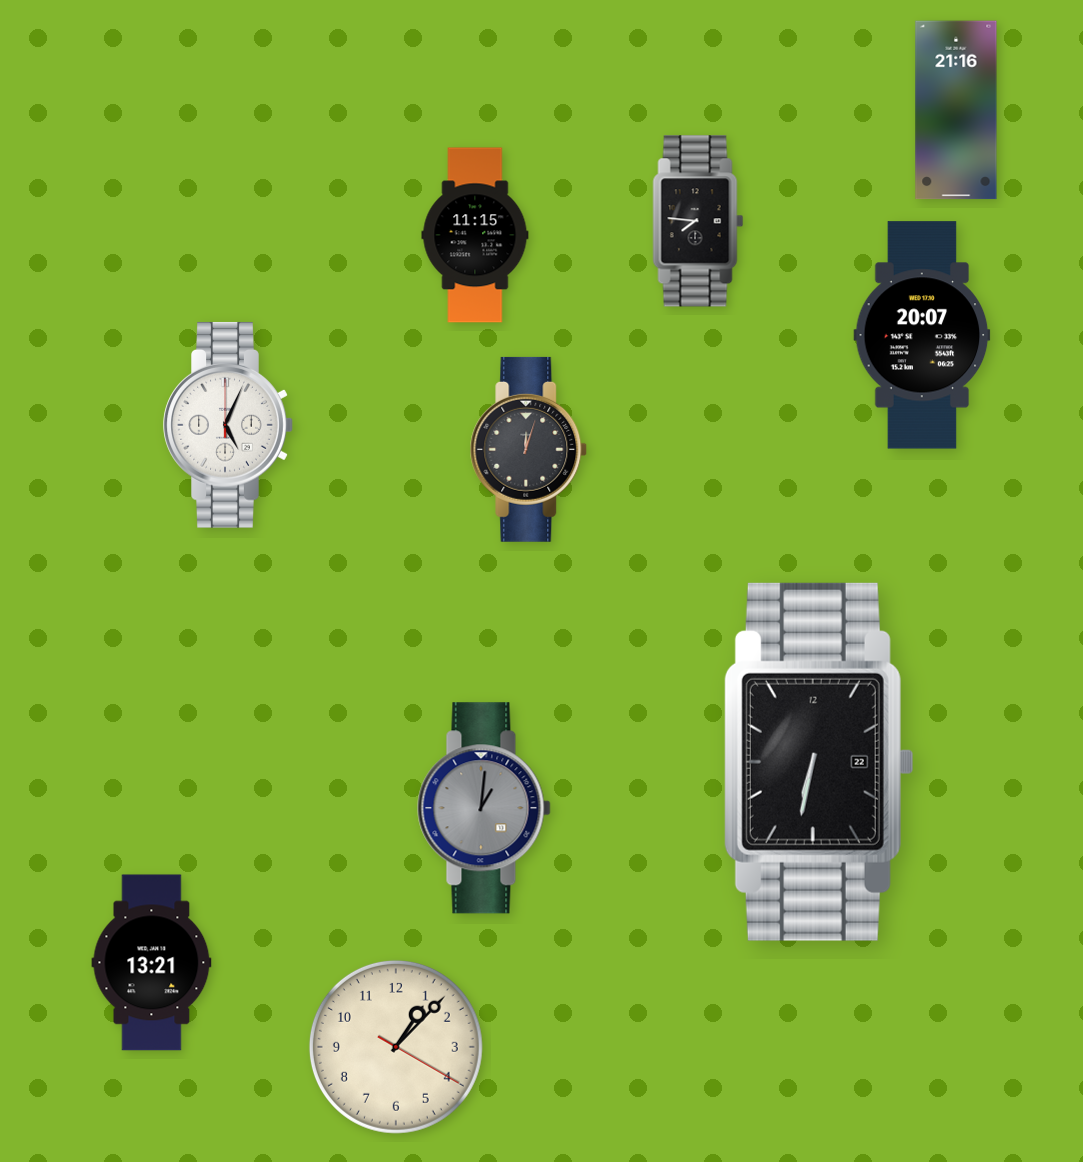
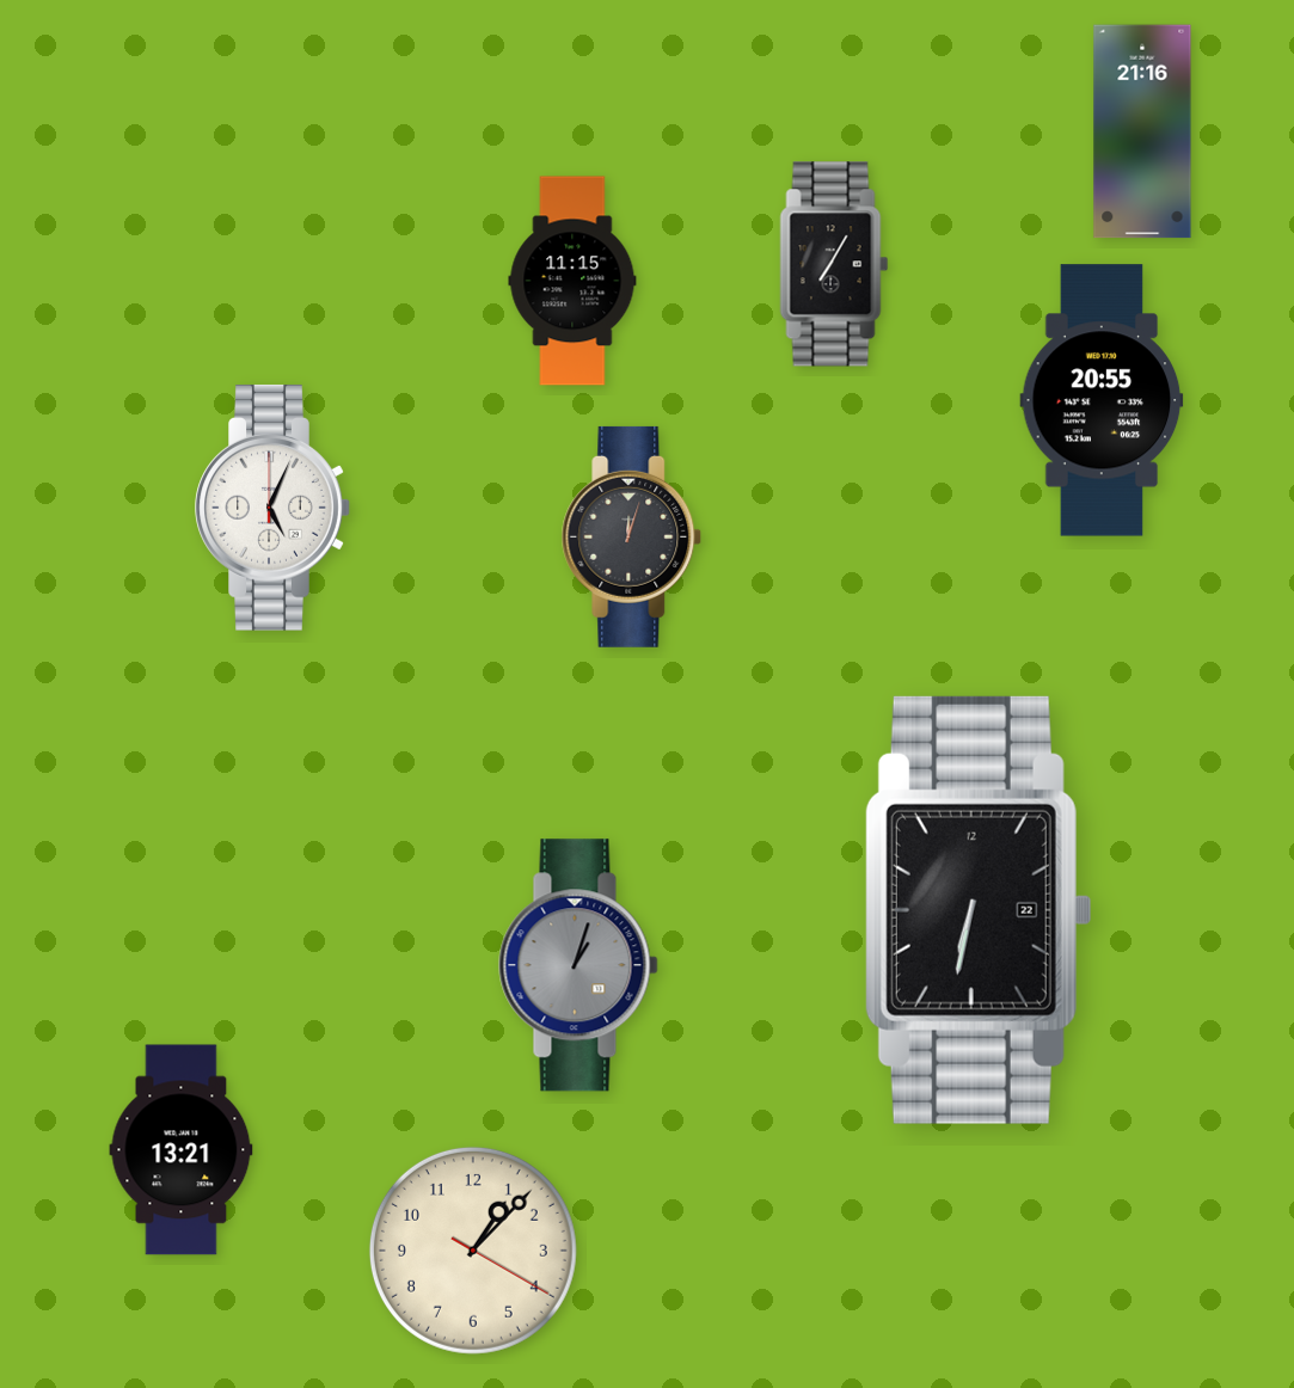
clock at (698, 221): 7:46 -> 7:05
clock at (475, 235) position: (475, 235) -> (572, 281)
clock at (922, 335): 20:07 -> 20:55
clock at (484, 808): 1:01 -> 1:03
